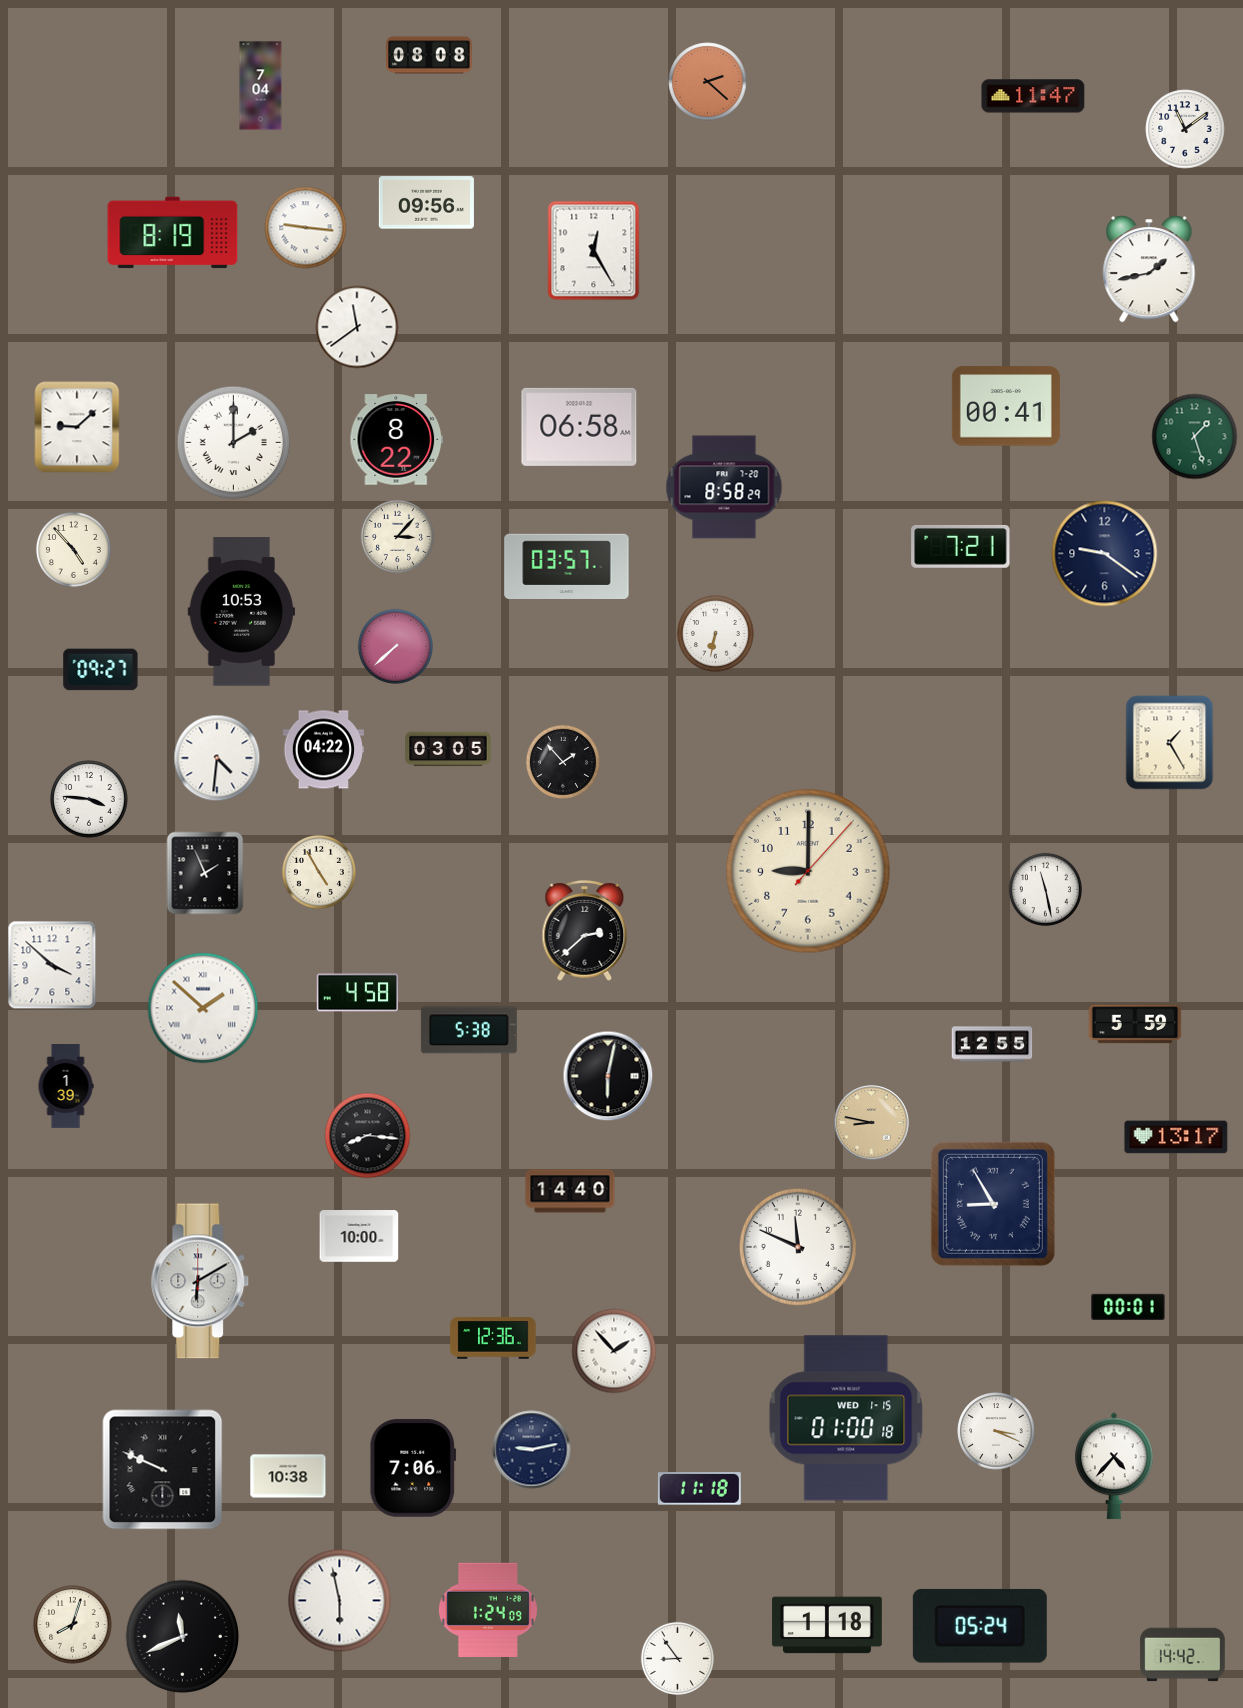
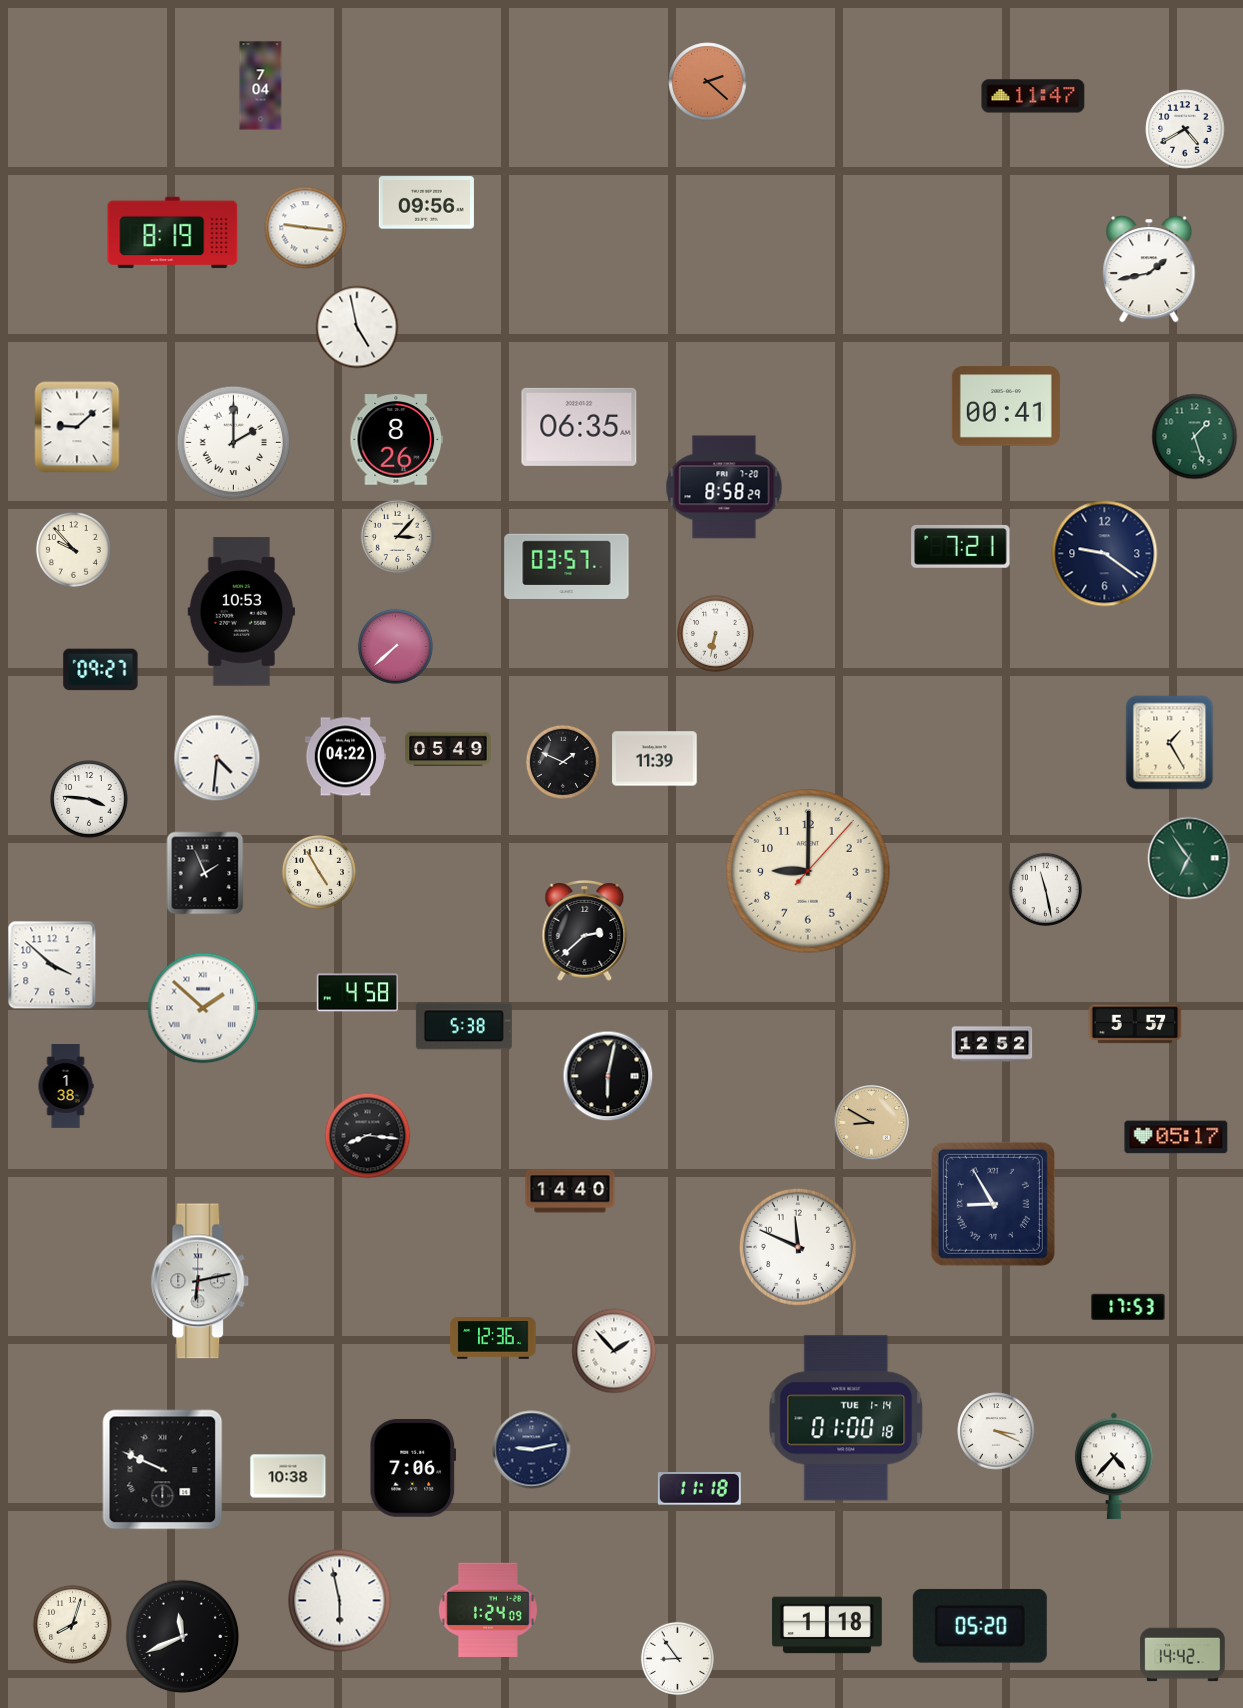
clock at (429, 55): 08:08 -> none
clock at (1185, 129): 11:09 -> 4:40
clock at (594, 251): 12:25 -> none
clock at (357, 327): 11:39 -> 4:58
clock at (579, 427): 06:58 -> 06:35
clock at (397, 440): 8:22 -> 8:26
clock at (73, 549): 4:53 -> 9:53
clock at (448, 749): 03:05 -> 05:49
clock at (324, 750) position: (324, 750) -> (346, 757)
clock at (655, 759): none -> 11:39
clock at (563, 762): 1:53 -> 1:49
clock at (1189, 858): none -> 6:54
clock at (1135, 1024): 5:59 -> 5:57
clock at (469, 1030) position: (469, 1030) -> (464, 1026)
clock at (992, 1044): 12:55 -> 12:52
clock at (66, 1087): 1:39 -> 1:38
clock at (872, 1123): 8:47 -> 8:50
clock at (1176, 1137): 13:17 -> 05:17
clock at (359, 1237): 10:00 -> none
clock at (200, 1281): 6:10 -> 6:13
clock at (1128, 1306): 00:01 -> 17:53
clock at (846, 1418) date: WED 1-15 -> TUE 1-14
clock at (980, 1626): 05:24 -> 05:20
